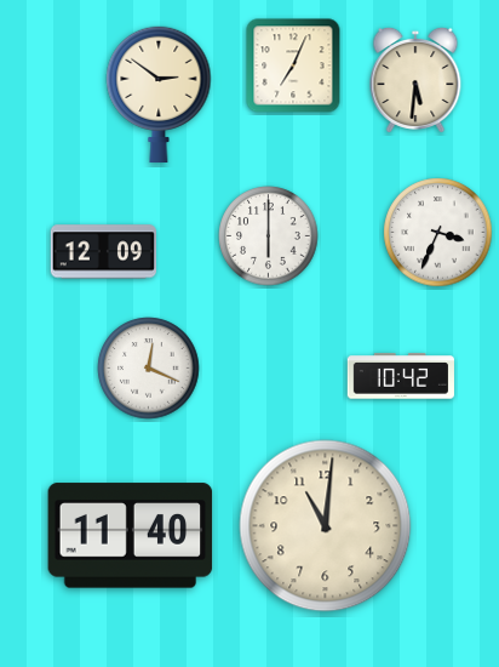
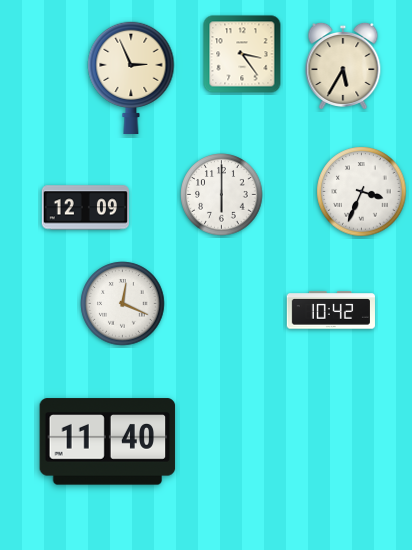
clock at (293, 65): 7:04 -> 3:24
clock at (415, 80): 5:31 -> 5:35
clock at (159, 95): 2:51 -> 2:56
clock at (326, 526): 11:01 -> none
